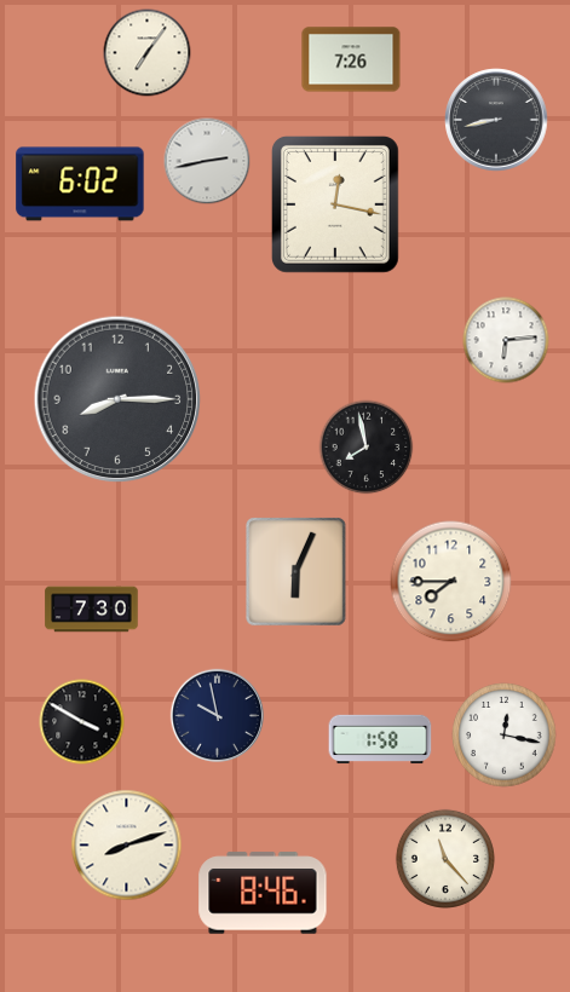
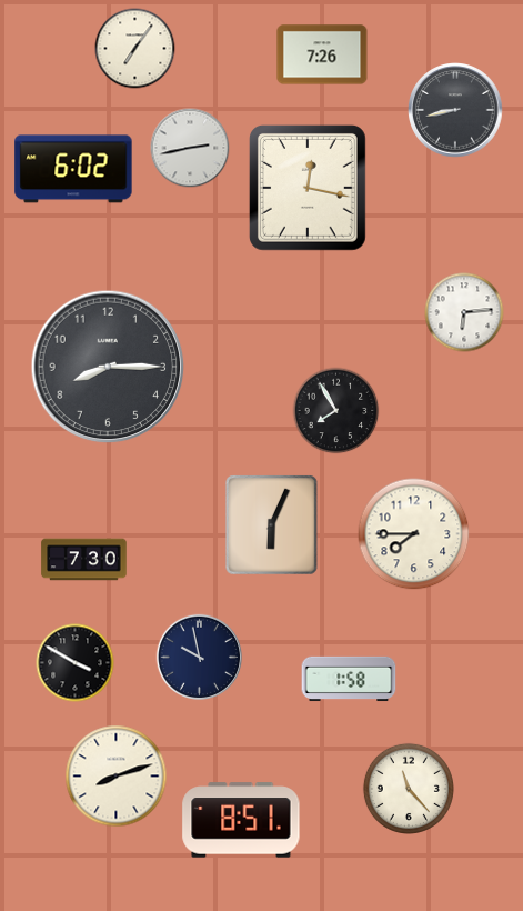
clock at (367, 448): 7:58 -> 7:55
clock at (505, 736): 12:17 -> none
clock at (263, 893): 8:46 -> 8:51
